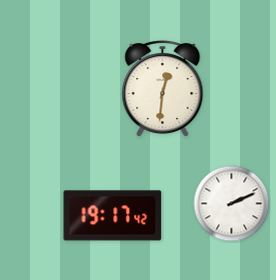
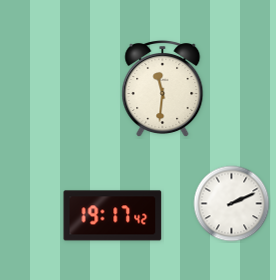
clock at (163, 88): 12:31 -> 11:31
